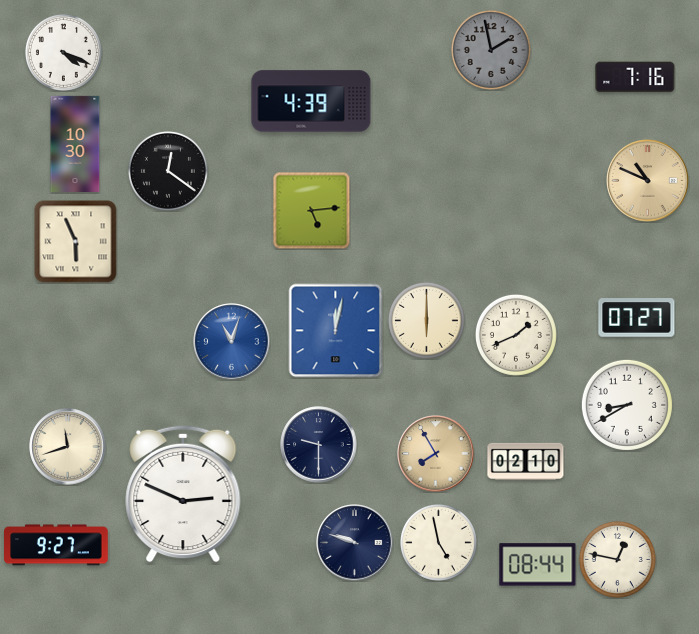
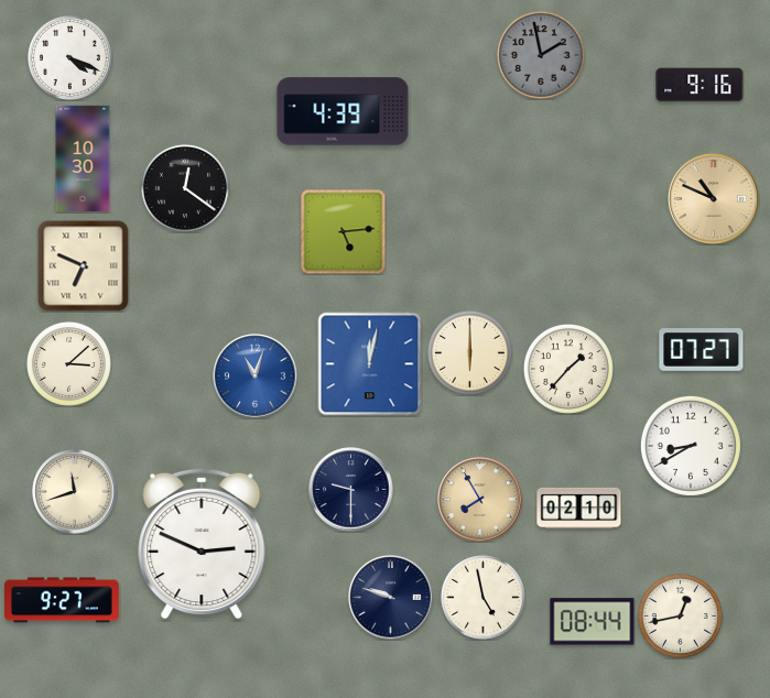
clock at (635, 77): 7:16 -> 9:16
clock at (76, 242): 5:56 -> 6:49
clock at (68, 363): none -> 3:08
clock at (516, 335): 1:41 -> 1:37
clock at (617, 559): 12:47 -> 12:43
